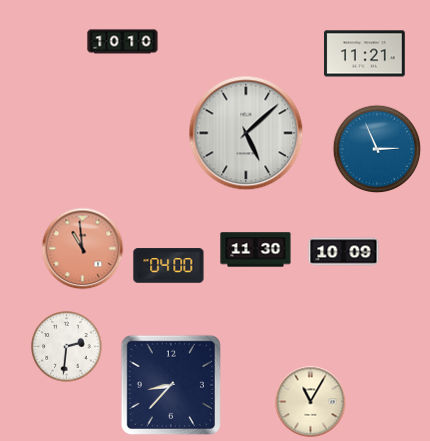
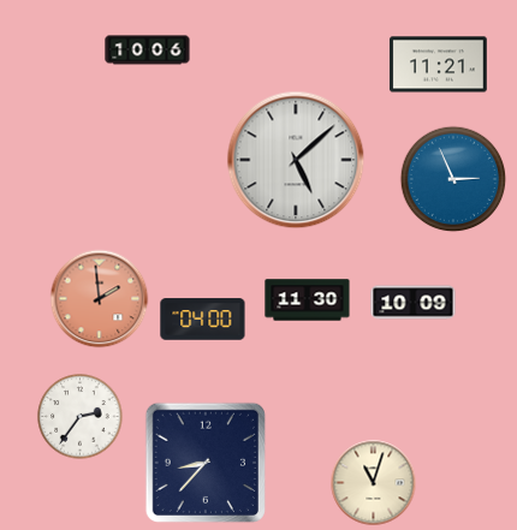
clock at (123, 42): 10:10 -> 10:06
clock at (83, 249): 10:59 -> 1:59
clock at (67, 347): 2:31 -> 2:36
clock at (311, 402): 11:05 -> 11:03
